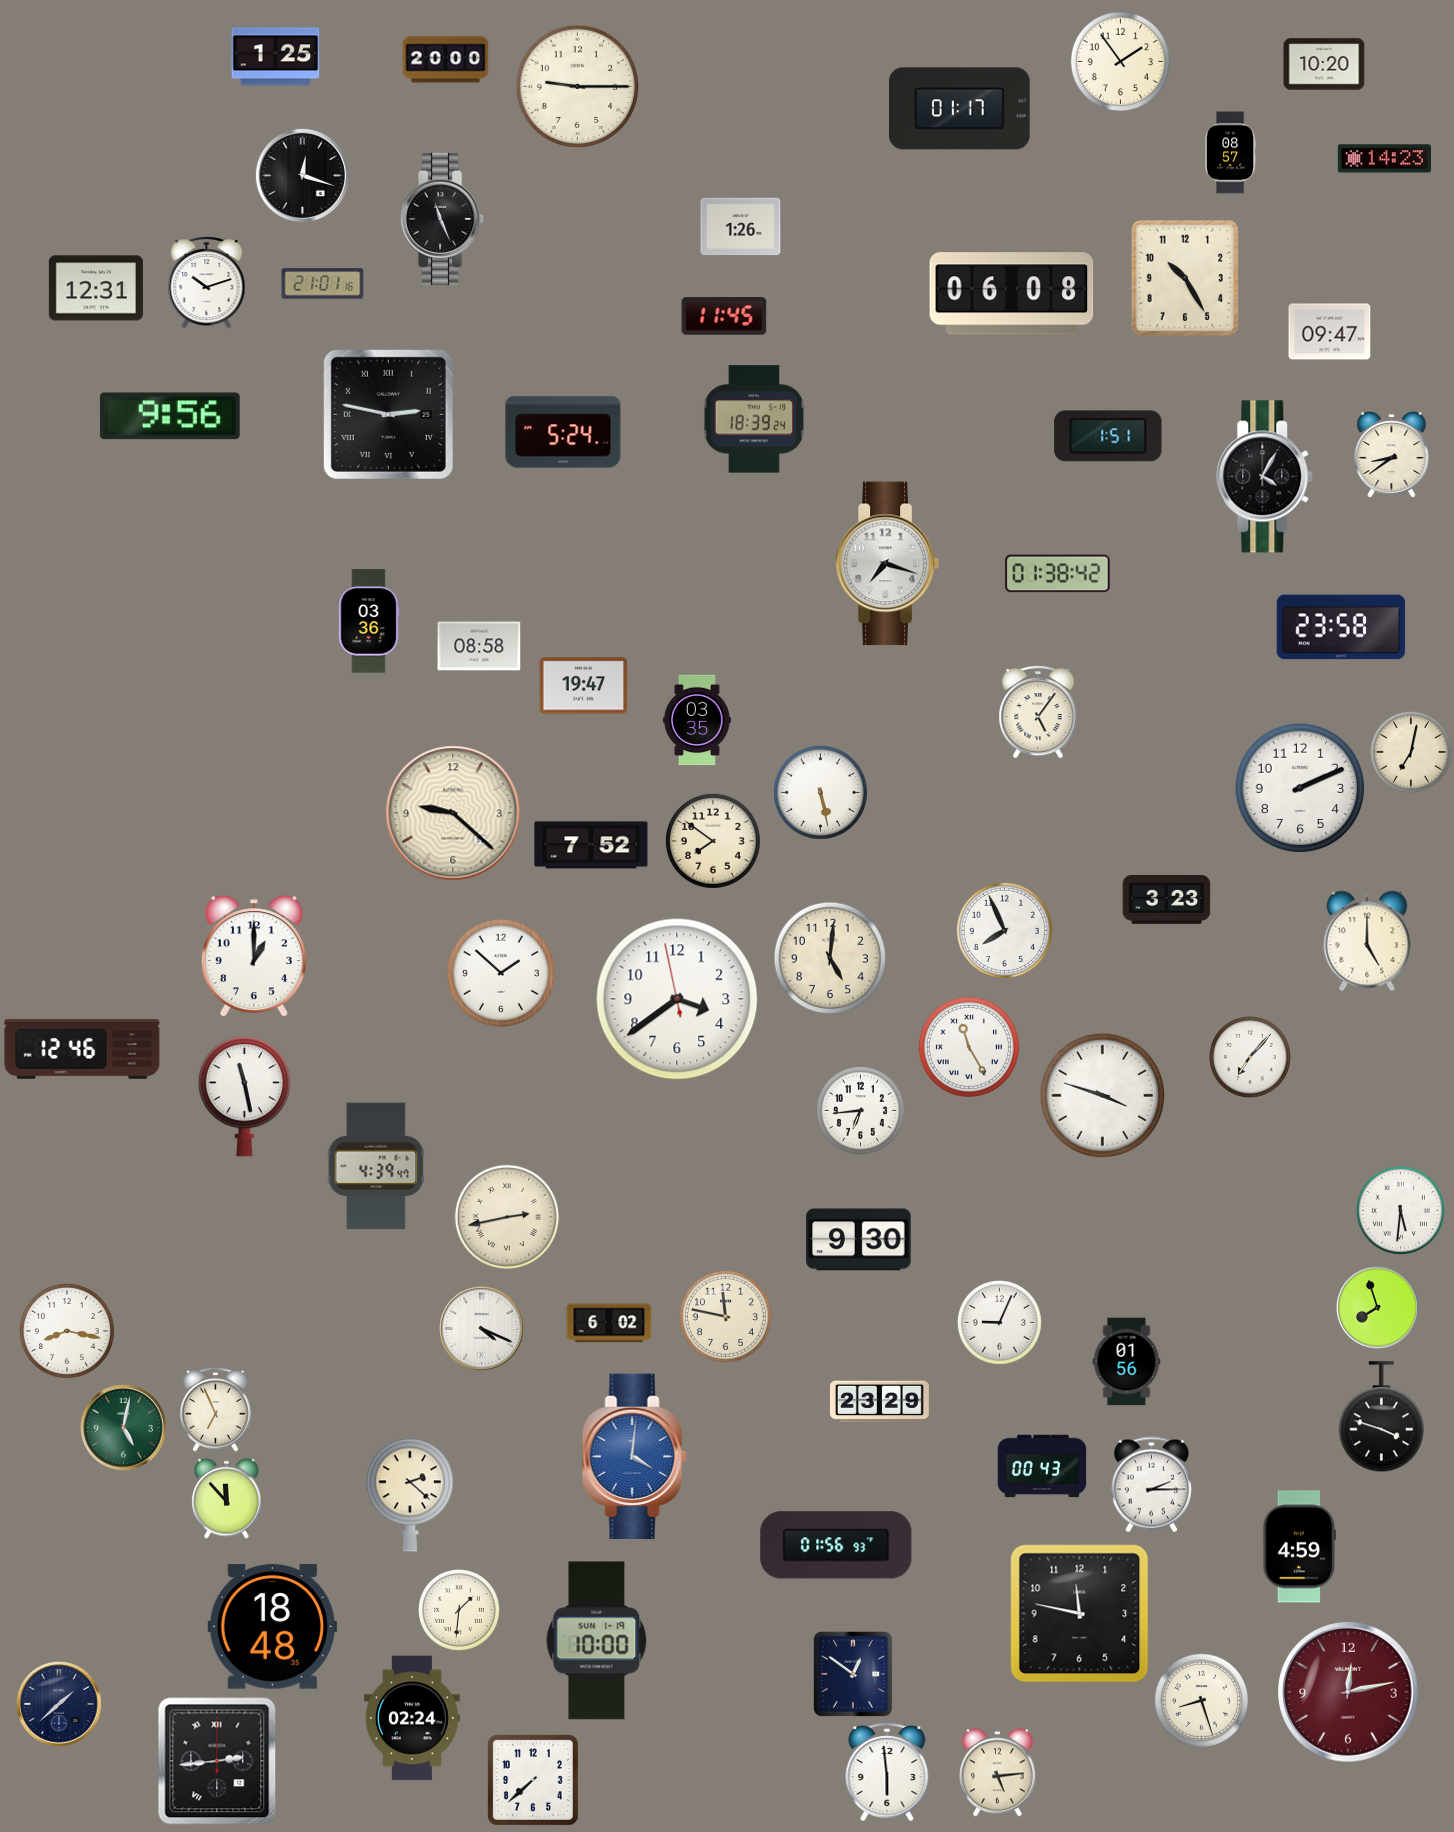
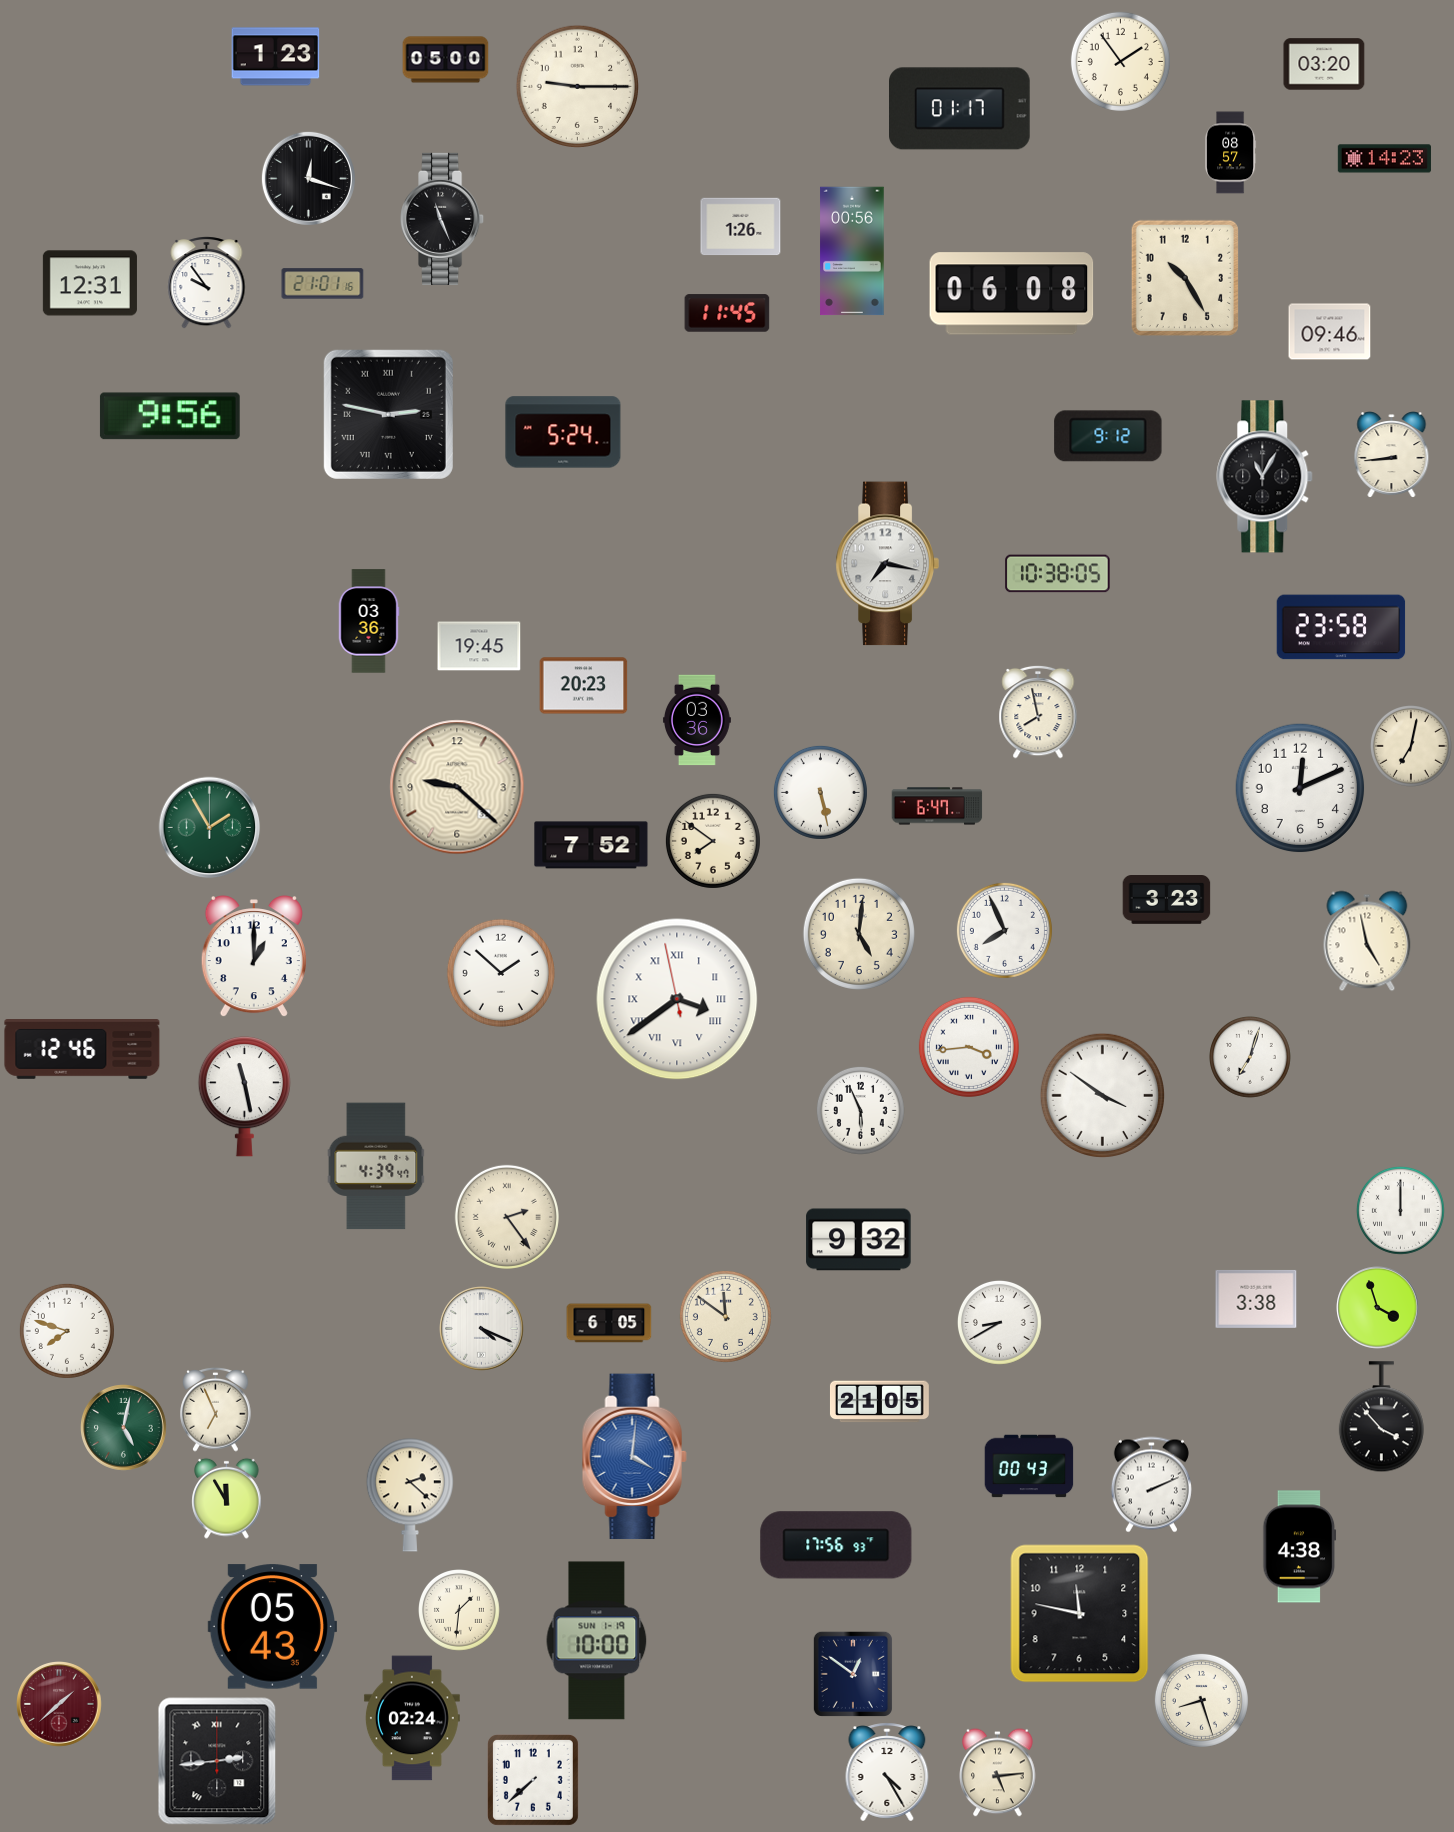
clock at (276, 57): 1:25 -> 1:23
clock at (446, 60): 20:00 -> 05:00
clock at (1324, 64): 10:20 -> 03:20
clock at (302, 175) position: (302, 175) -> (308, 178)
clock at (852, 251): none -> 00:56
clock at (207, 283): 10:12 -> 9:54
clock at (96, 288) position: (96, 288) -> (90, 283)
clock at (724, 316) position: (724, 316) -> (727, 313)
clock at (1330, 332): 09:47 -> 09:46
clock at (754, 419): 18:39 -> none
clock at (1108, 436): 1:51 -> 9:12
clock at (1392, 455): 8:39 -> 8:44
clock at (1265, 477): 4:05 -> 11:05
clock at (887, 564): 7:18 -> 7:17
clock at (1058, 574): 01:38 -> 10:38
clock at (479, 646): 08:58 -> 19:45
clock at (584, 686): 19:47 -> 20:23
clock at (1038, 712): 5:06 -> 7:58
clock at (697, 720): 03:35 -> 03:36
clock at (1412, 753) position: (1412, 753) -> (1412, 747)
clock at (1300, 788): 2:11 -> 12:11
clock at (937, 806): none -> 6:47
clock at (453, 813) position: (453, 813) -> (457, 787)
clock at (210, 828): none -> 1:55
clock at (1367, 941): 5:00 -> 4:58
clock at (830, 958) position: (830, 958) -> (859, 934)
clock at (677, 999) numerals: Arabic -> Roman
clock at (969, 1047): 11:25 -> 3:44
clock at (1251, 1058): 7:07 -> 7:03
clock at (1102, 1095): 3:48 -> 3:51
clock at (860, 1110): 6:44 -> 5:56
clock at (1400, 1210): 5:31 -> 12:00
clock at (507, 1217): 2:43 -> 2:24
clock at (859, 1240): 9:30 -> 9:32
clock at (1256, 1299): none -> 3:38
clock at (1378, 1308): 7:57 -> 3:57
clock at (725, 1316): 11:47 -> 11:51
clock at (999, 1322): 9:04 -> 8:40
clock at (609, 1323): 6:02 -> 6:05
clock at (67, 1331): 8:17 -> 7:48
clock at (1127, 1362): 01:56 -> none
clock at (879, 1402): 23:29 -> 21:05
clock at (1381, 1417): 3:48 -> 3:53
clock at (1042, 1466) position: (1042, 1466) -> (1029, 1466)
clock at (1151, 1485): 2:15 -> 2:11
clock at (227, 1498): 11:53 -> 11:55
clock at (836, 1545): 01:56 -> 17:56
clock at (1300, 1547): 4:59 -> 4:38
clock at (272, 1627): 18:48 -> 05:43
clock at (1348, 1692): 12:13 -> none
clock at (60, 1705) dial: navy -> burgundy
clock at (887, 1772): 5:59 -> 4:25
